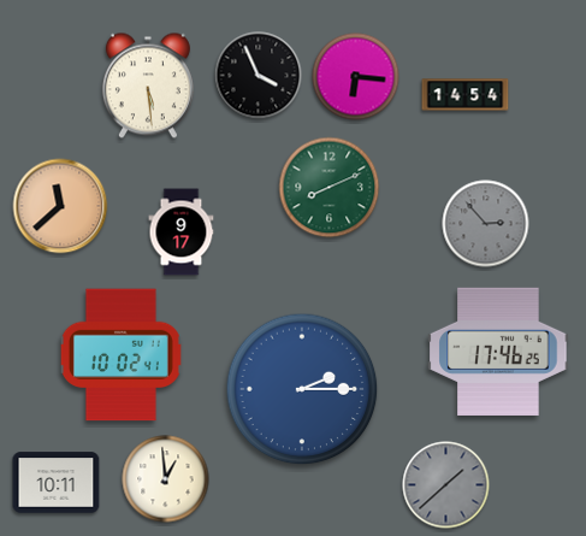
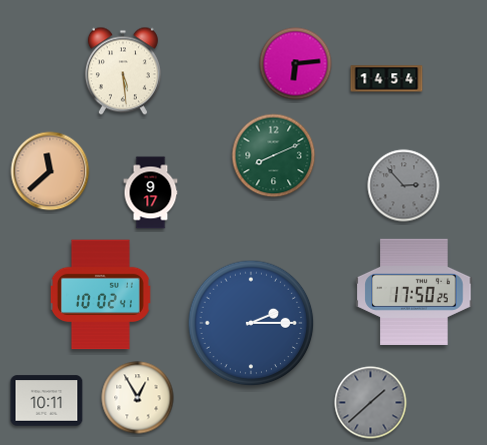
clock at (259, 76): 3:56 -> none
clock at (356, 77): 6:16 -> 6:14
clock at (498, 352): 17:46 -> 17:50
clock at (166, 479): 12:59 -> 12:55
